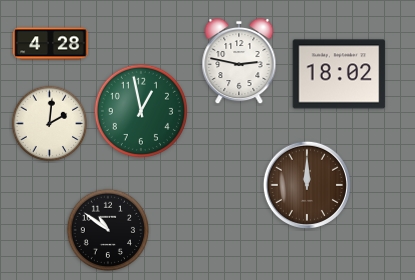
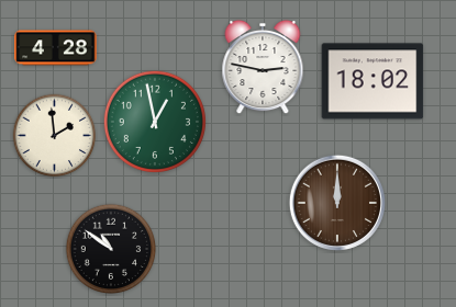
clock at (50, 124): 2:01 -> 1:59
clock at (108, 230) position: (108, 230) -> (111, 249)
